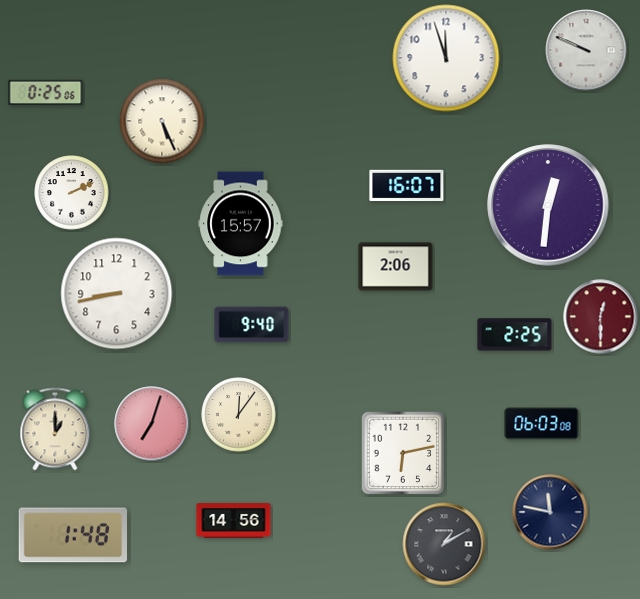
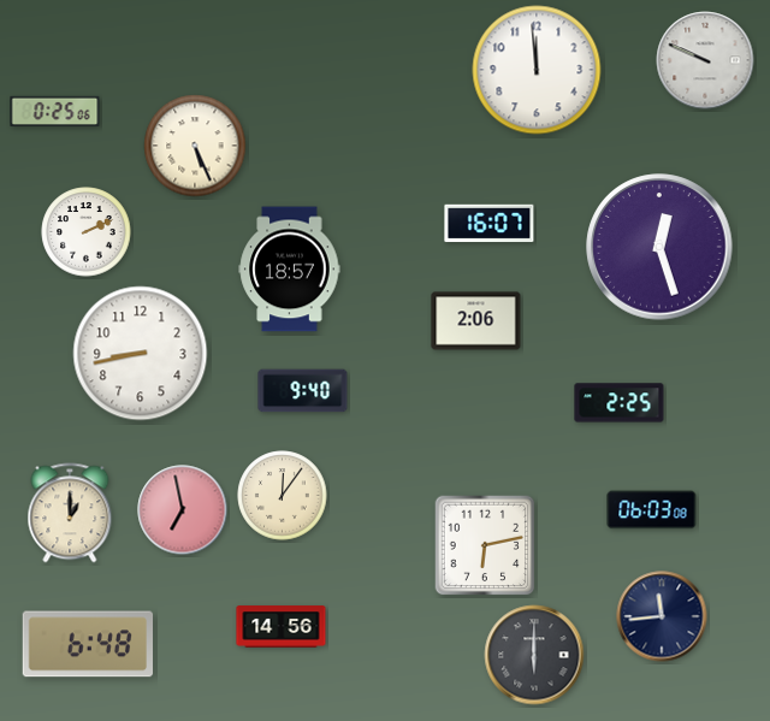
clock at (446, 58): 11:57 -> 11:59
clock at (548, 205): 12:31 -> 12:27
clock at (241, 224): 15:57 -> 18:57
clock at (601, 317): 12:30 -> none
clock at (239, 415) position: (239, 415) -> (283, 496)
clock at (152, 424): 7:03 -> 6:58
clock at (55, 429) position: (55, 429) -> (70, 513)
clock at (550, 512): 11:47 -> 11:44
clock at (73, 535): 1:48 -> 6:48
clock at (444, 544): 1:10 -> 6:00
